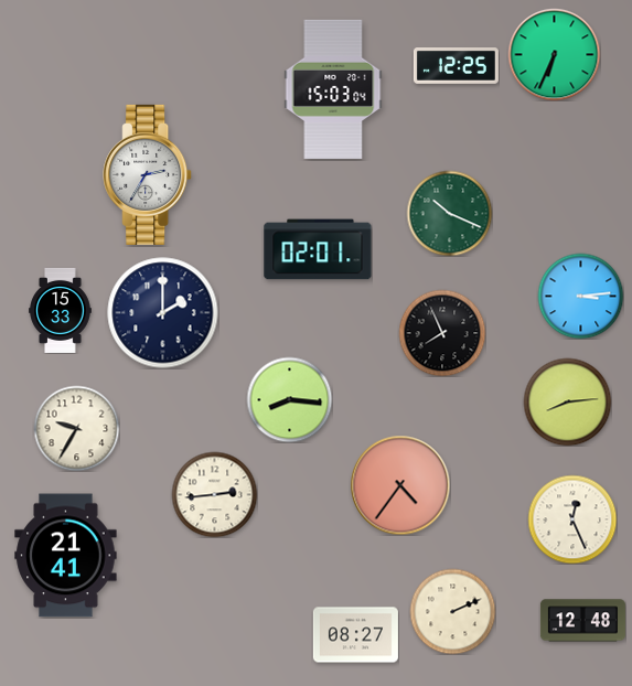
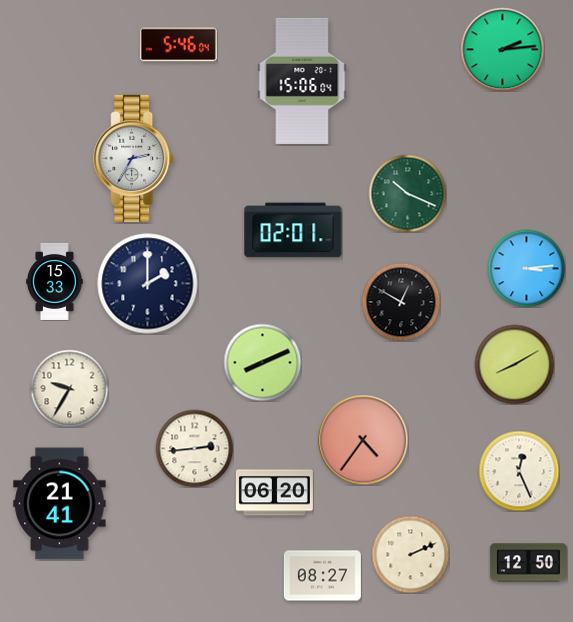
clock at (178, 45): none -> 5:46
clock at (554, 54): 6:34 -> 2:14
clock at (456, 66): 12:25 -> none
clock at (333, 89): 15:03 -> 15:06
clock at (318, 249) position: (318, 249) -> (293, 230)
clock at (442, 333): 7:56 -> 12:50
clock at (289, 399): 8:16 -> 8:11
clock at (567, 401): 8:14 -> 8:10
clock at (274, 493): none -> 06:20
clock at (582, 621): 12:48 -> 12:50
